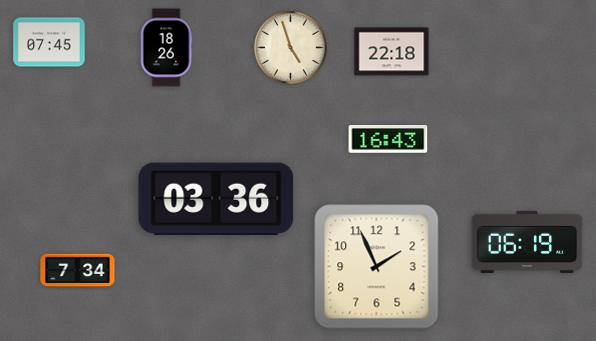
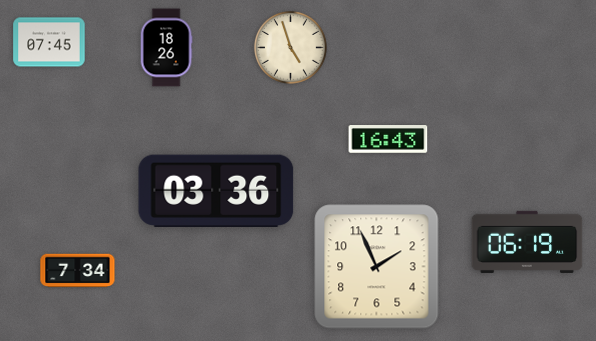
clock at (392, 52): 22:18 -> none
clock at (216, 198) position: (216, 198) -> (216, 190)
